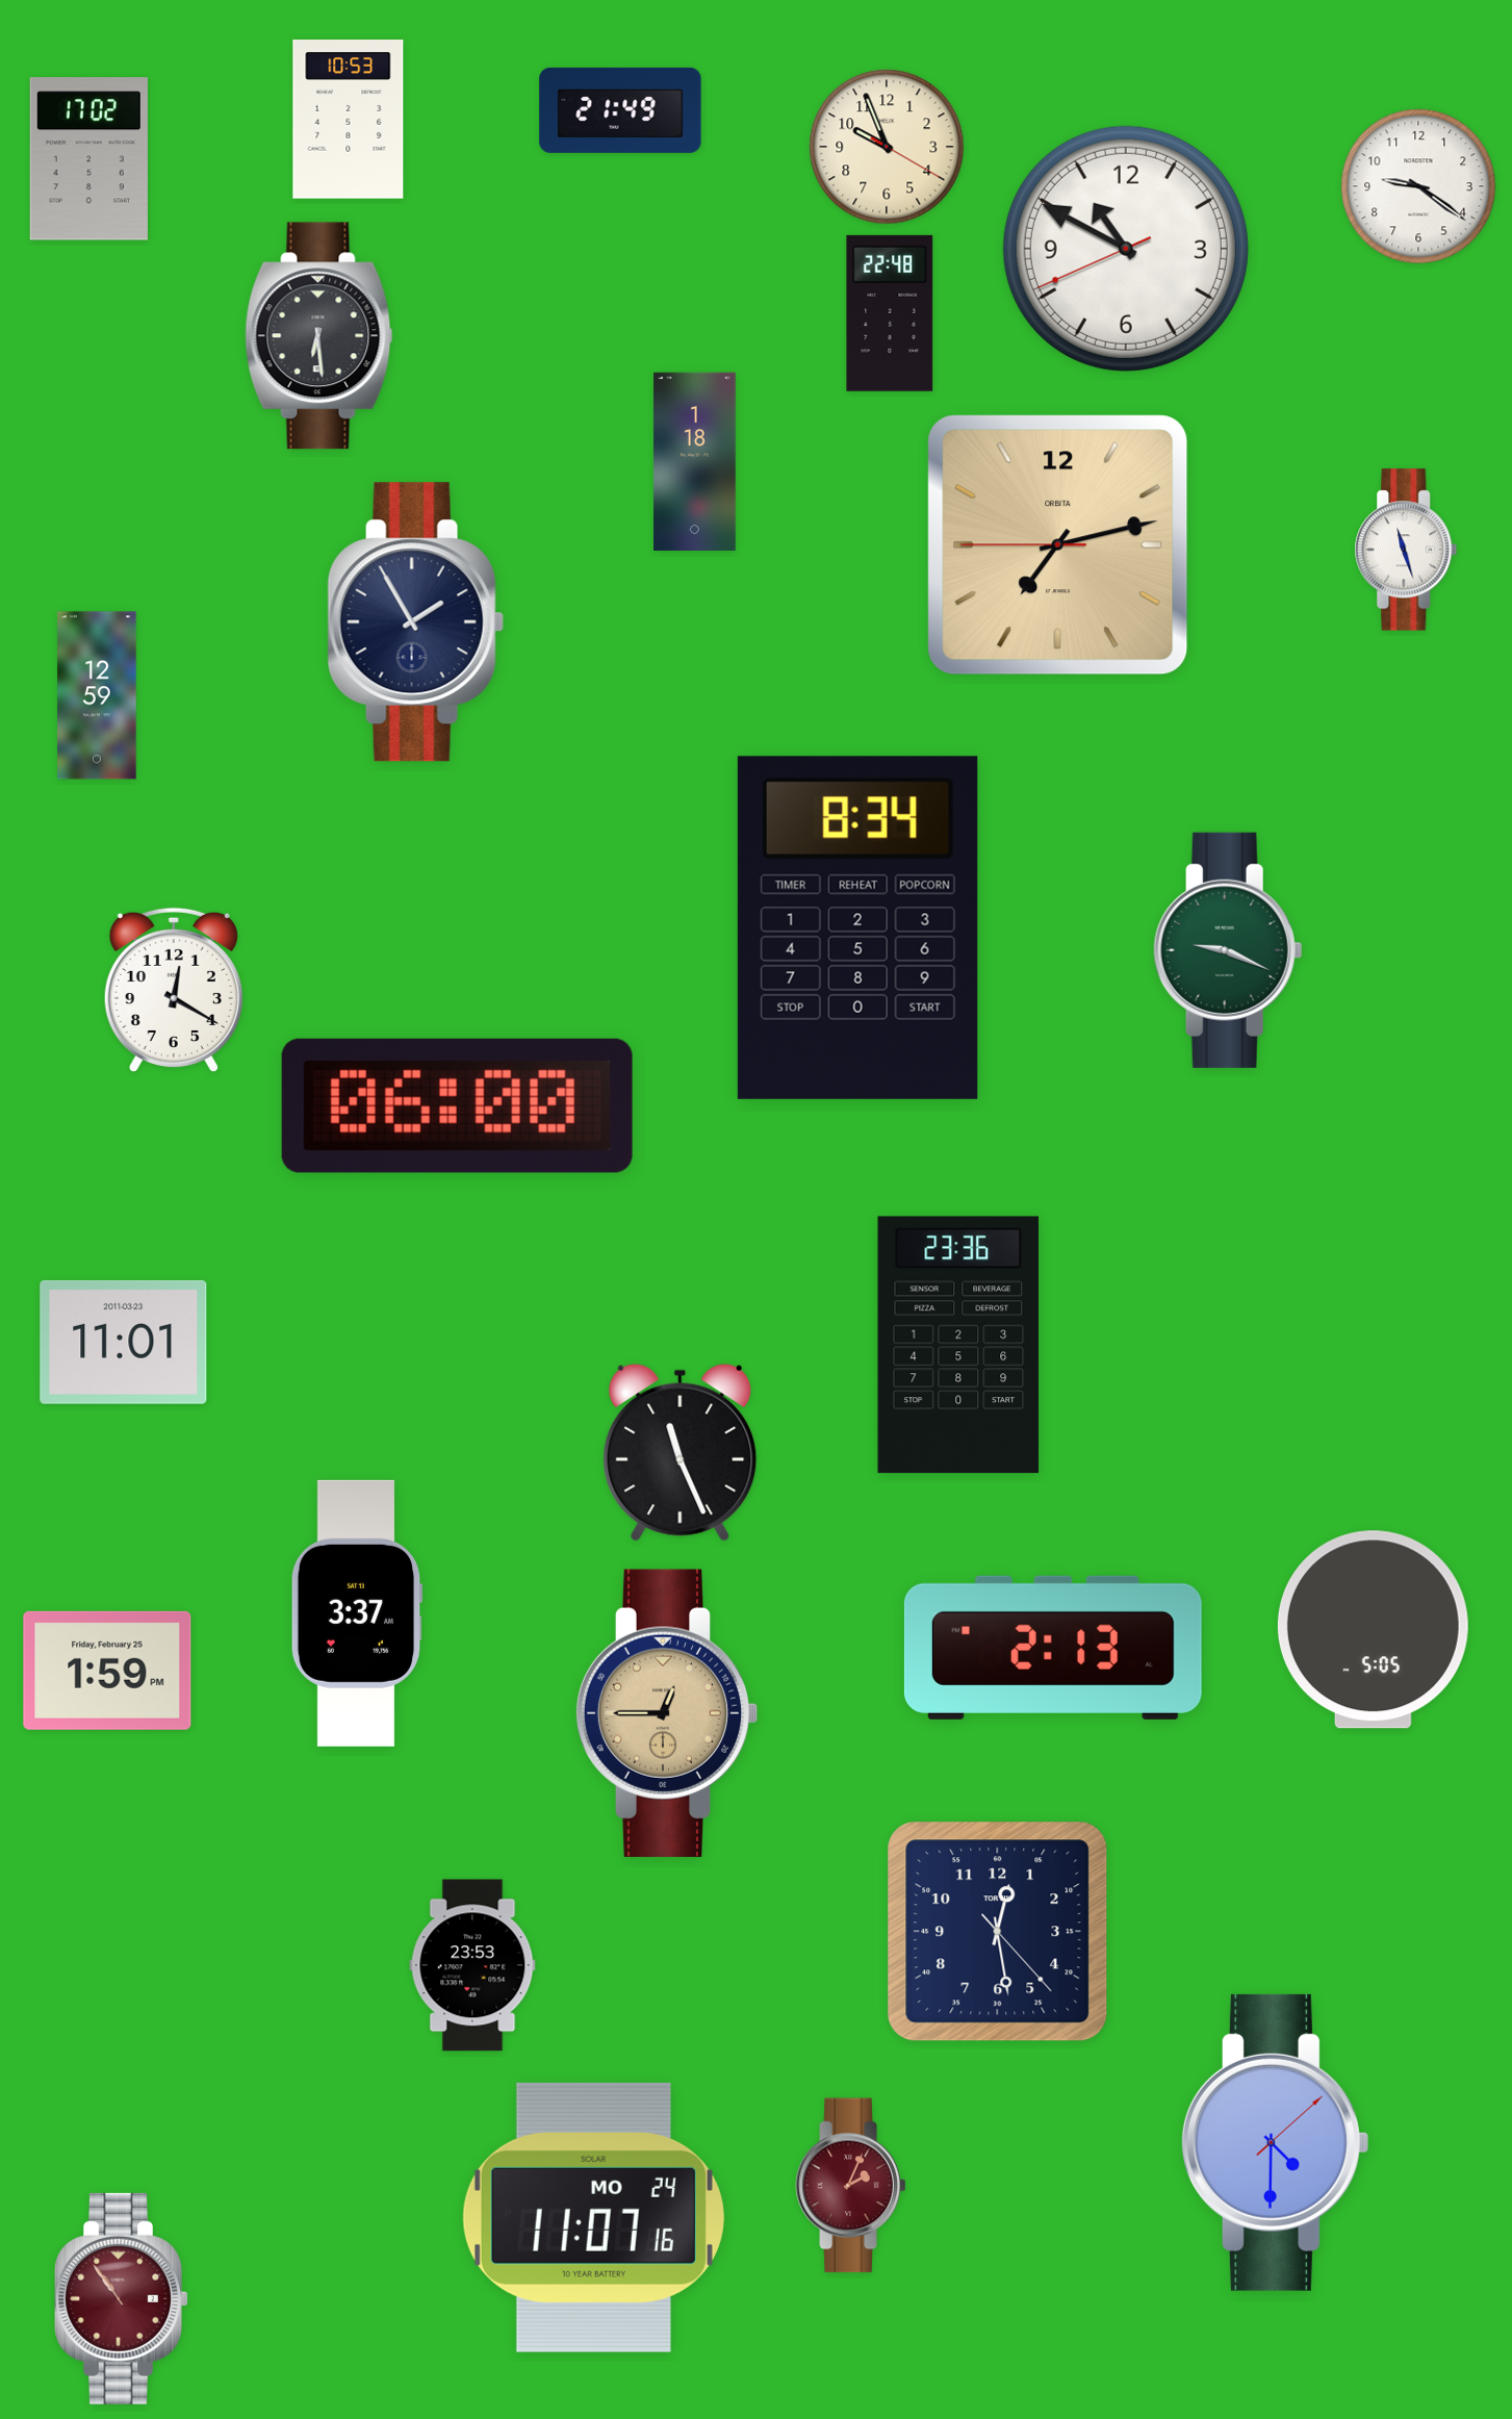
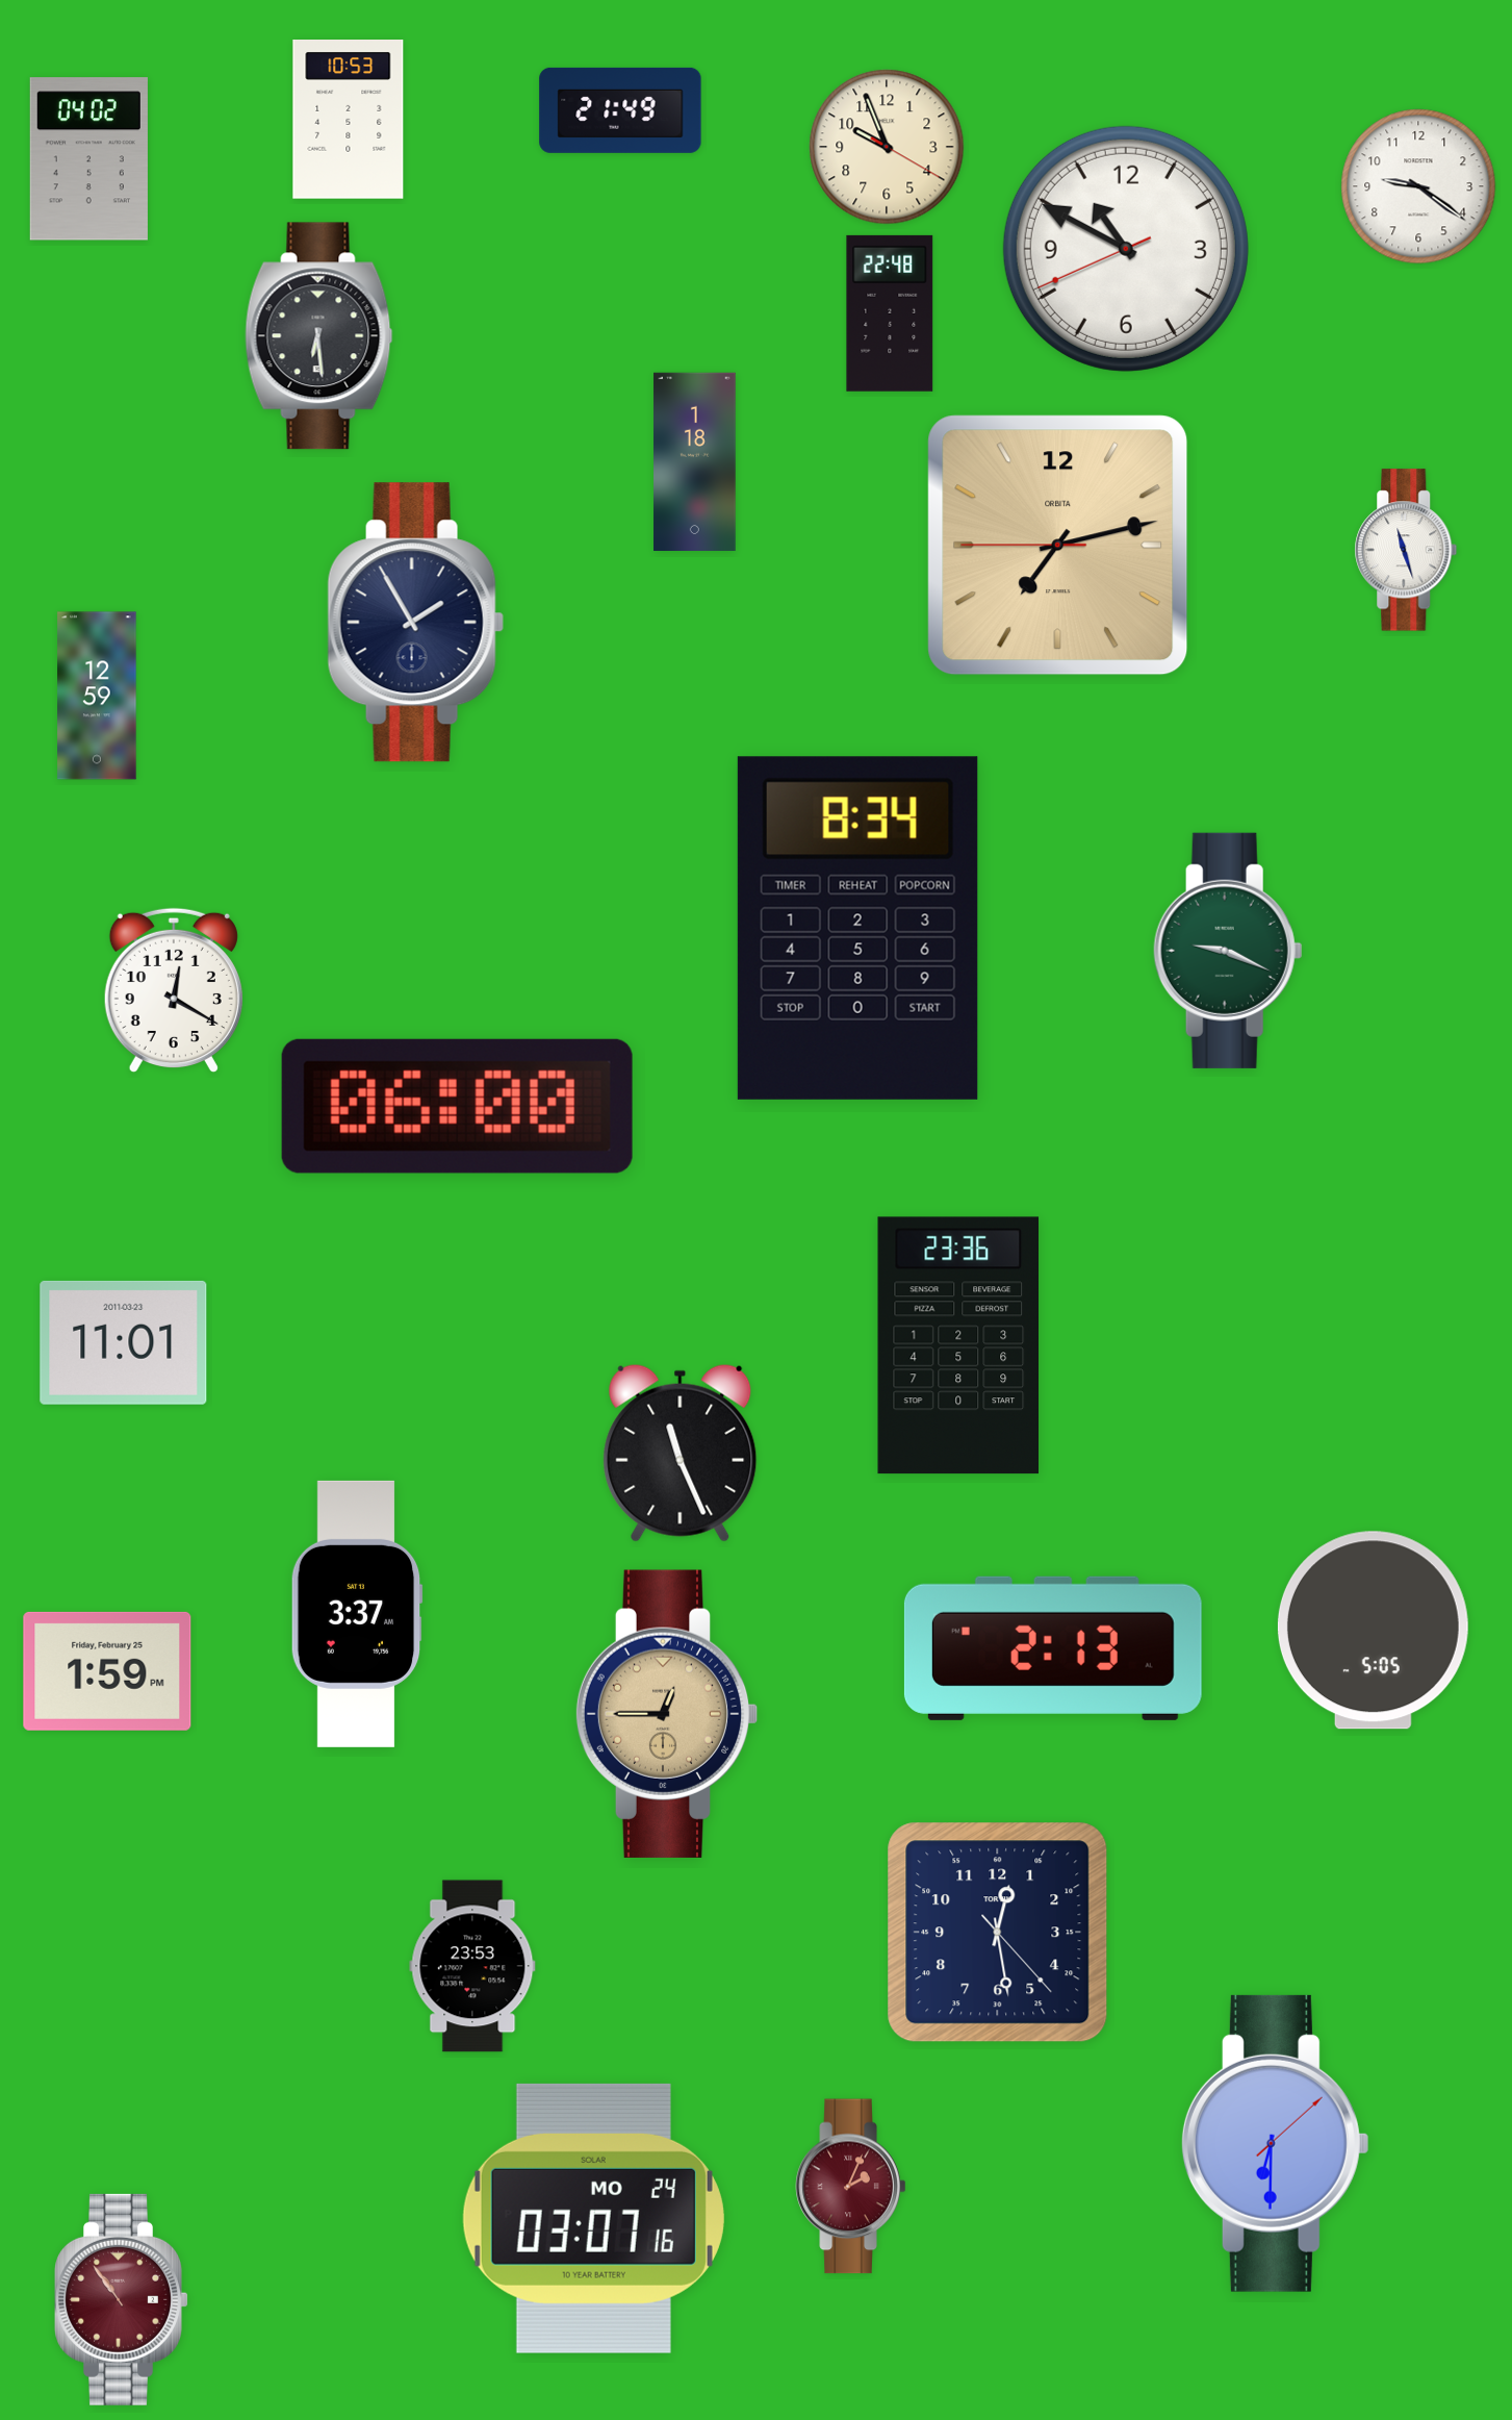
clock at (88, 159): 17:02 -> 04:02
clock at (1275, 2142): 4:30 -> 6:30
clock at (593, 2217): 11:07 -> 03:07
